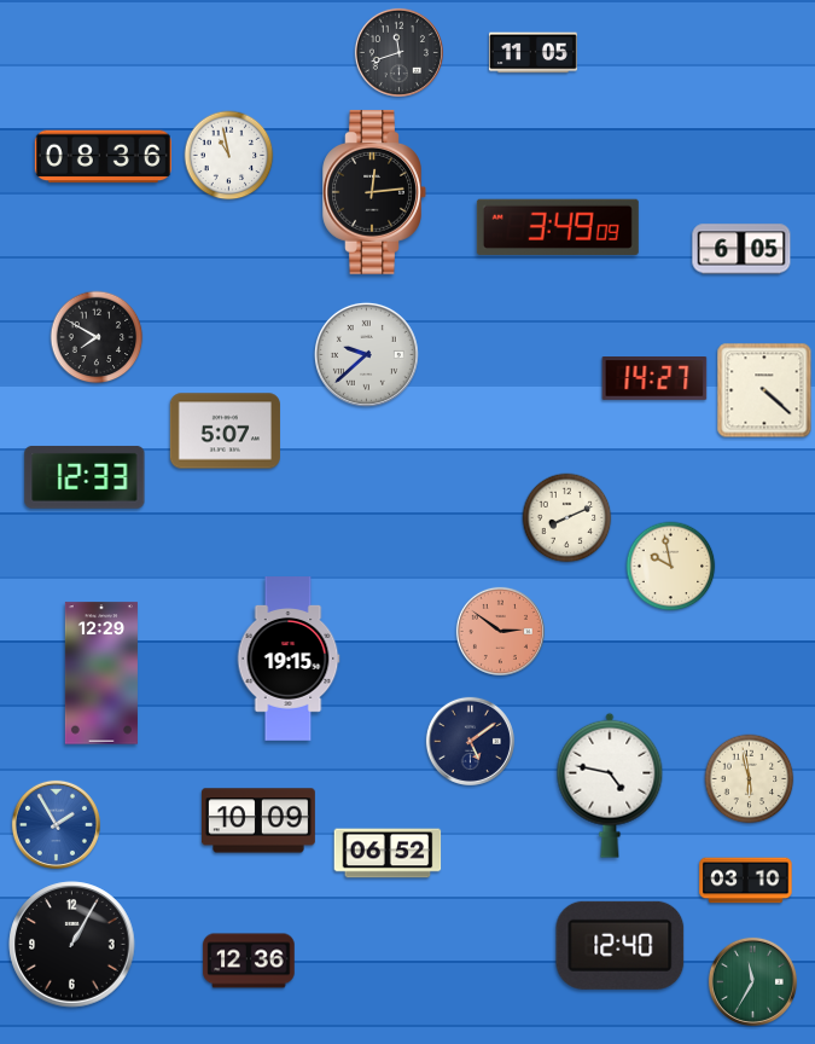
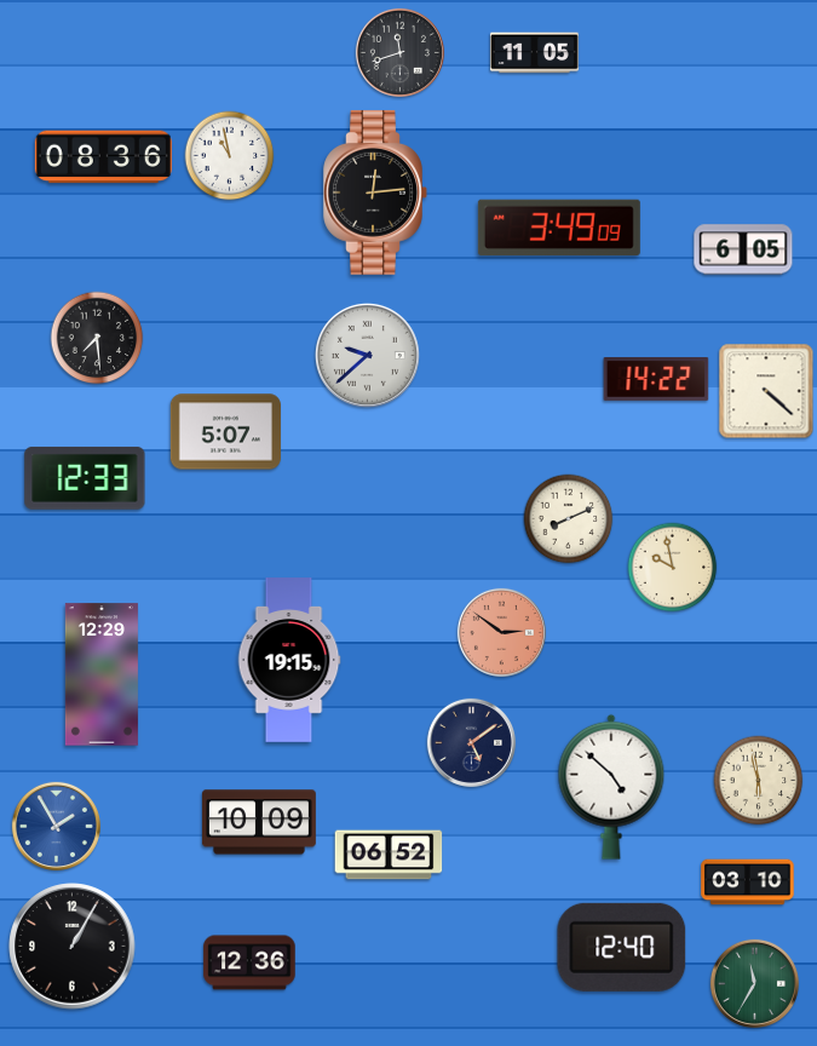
clock at (97, 337): 7:50 -> 7:29
clock at (654, 379): 14:27 -> 14:22
clock at (750, 779) position: (750, 779) -> (759, 781)
clock at (610, 785): 4:47 -> 4:52
